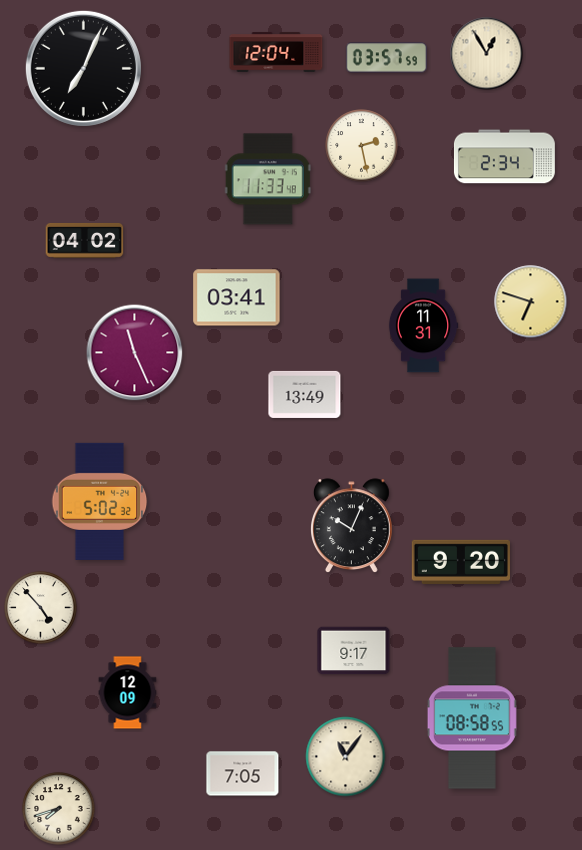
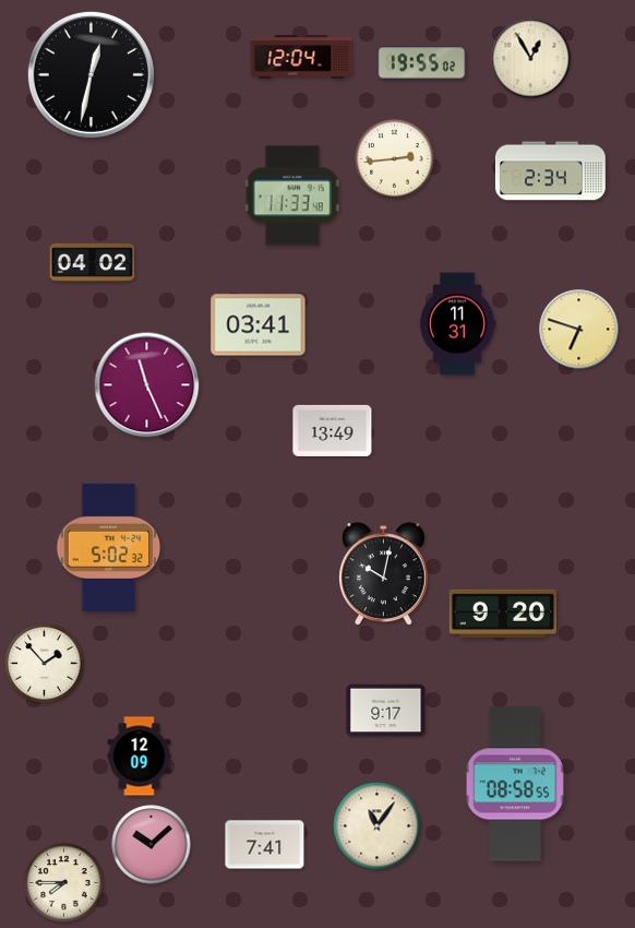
clock at (386, 58): 03:57 -> 19:55
clock at (83, 68): 7:04 -> 12:32
clock at (362, 146): 2:28 -> 2:44
clock at (423, 326) position: (423, 326) -> (457, 324)
clock at (352, 526): 10:04 -> 10:02
clock at (41, 608): 4:53 -> 1:53
clock at (152, 845): none -> 10:08
clock at (243, 774): 7:05 -> 7:41
clock at (59, 809): 7:42 -> 7:45
